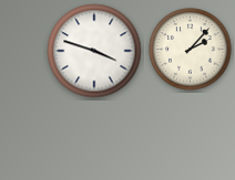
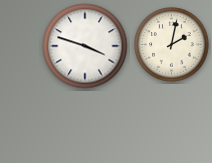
clock at (191, 50): 2:07 -> 2:02
